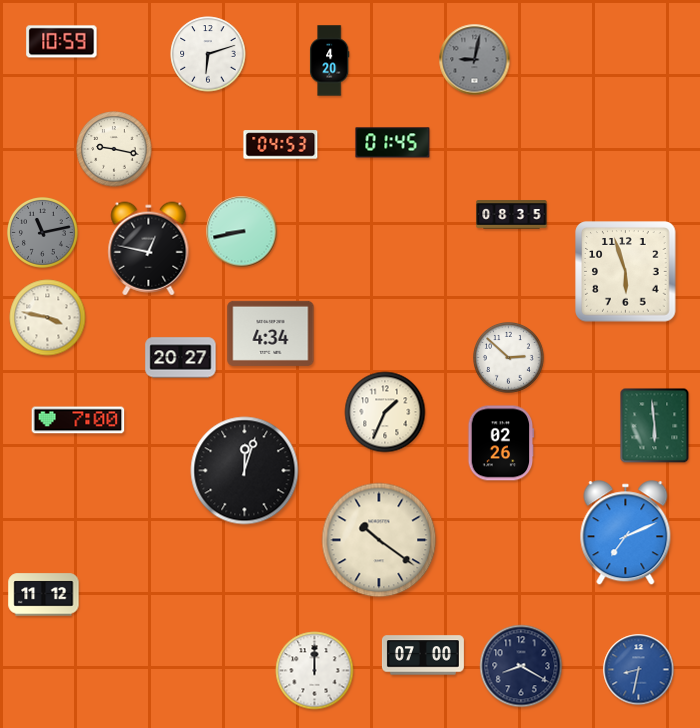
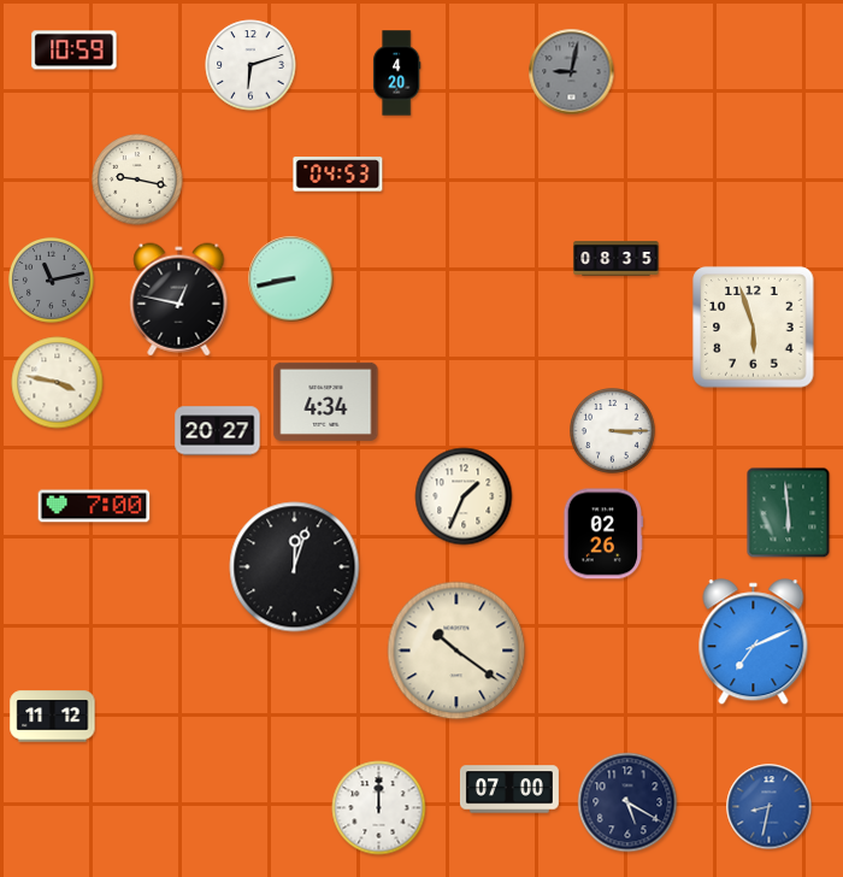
clock at (393, 143): 01:45 -> none
clock at (509, 358): 2:52 -> 3:15
clock at (521, 666): 8:20 -> 5:20
